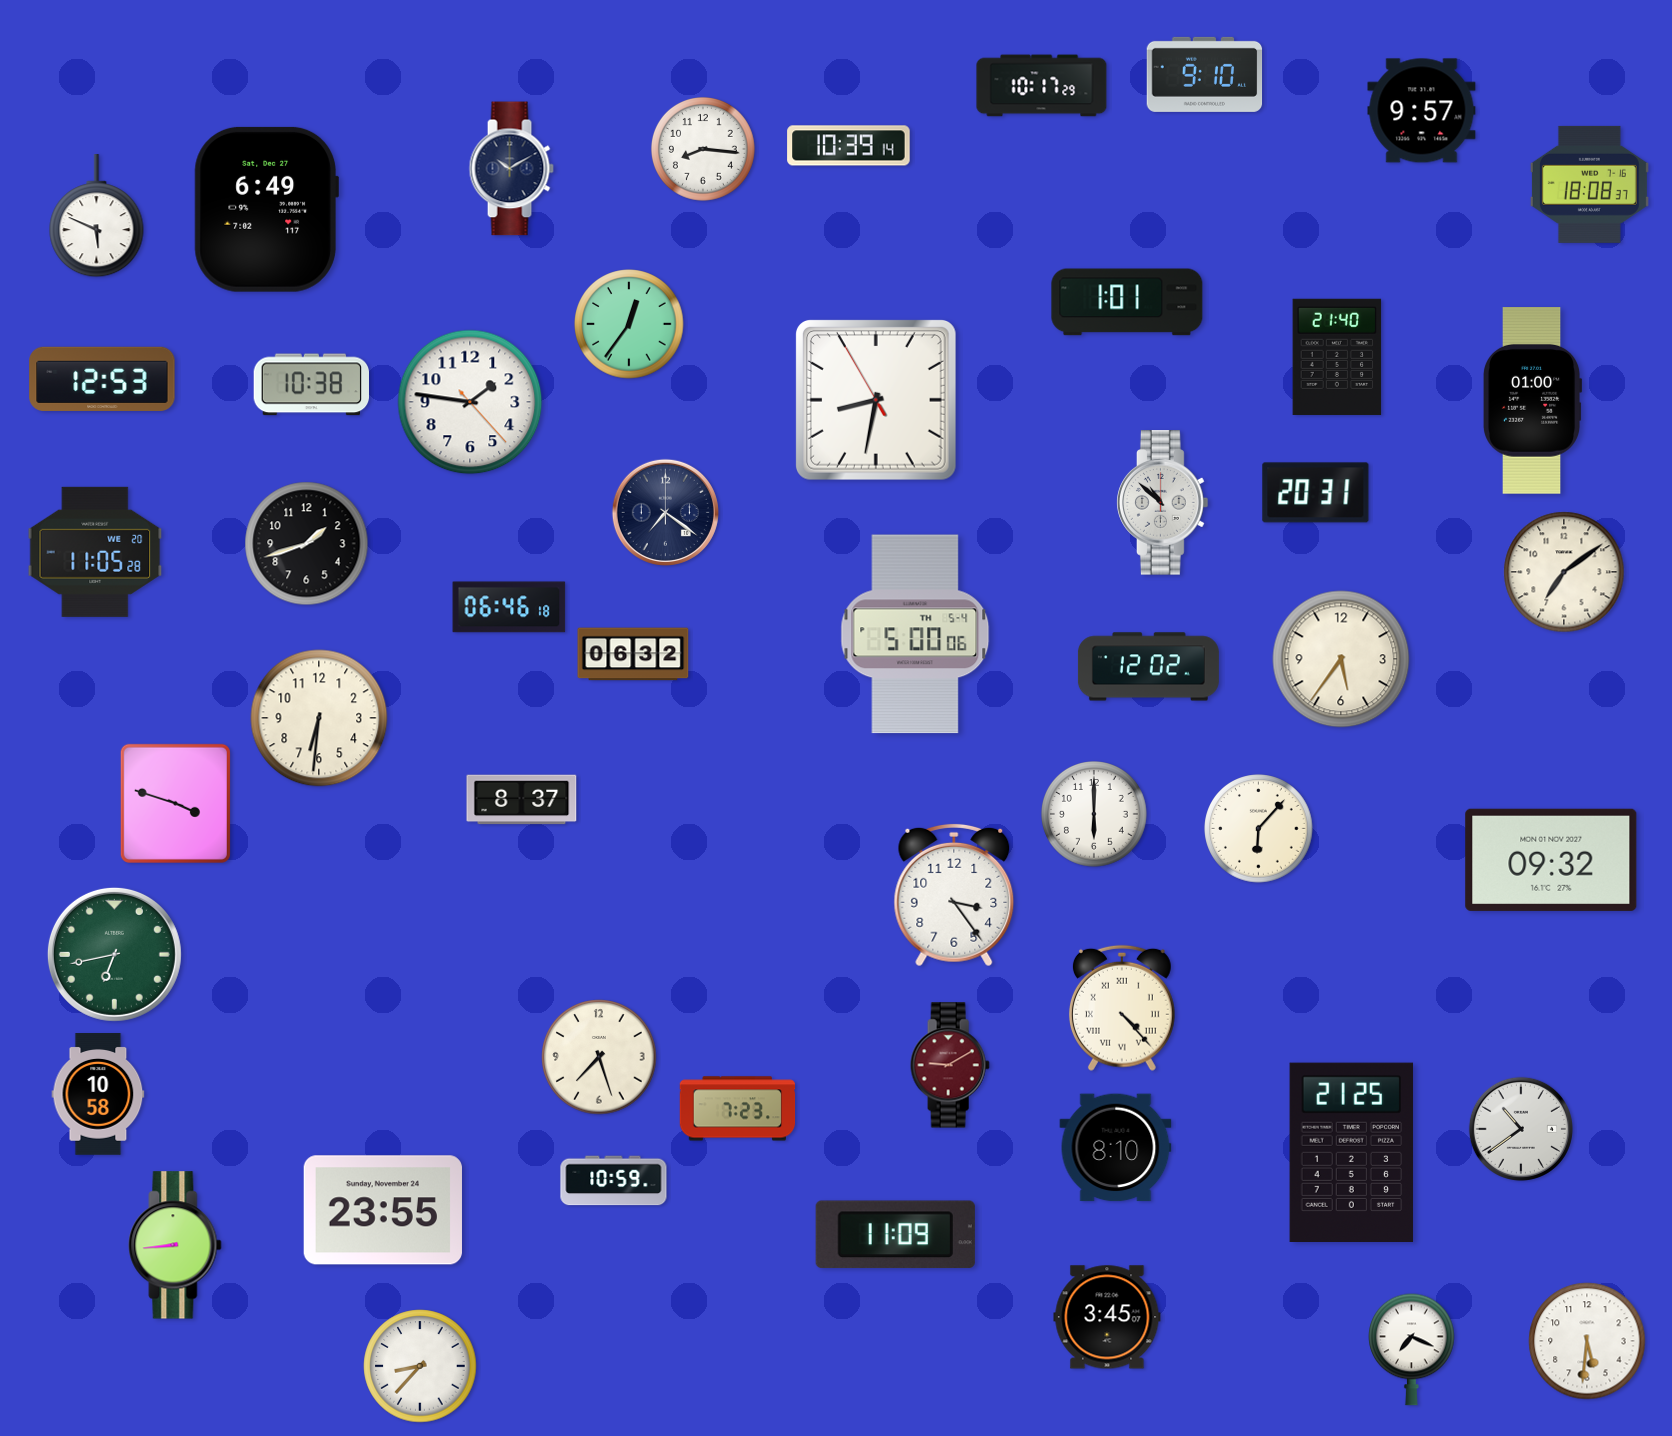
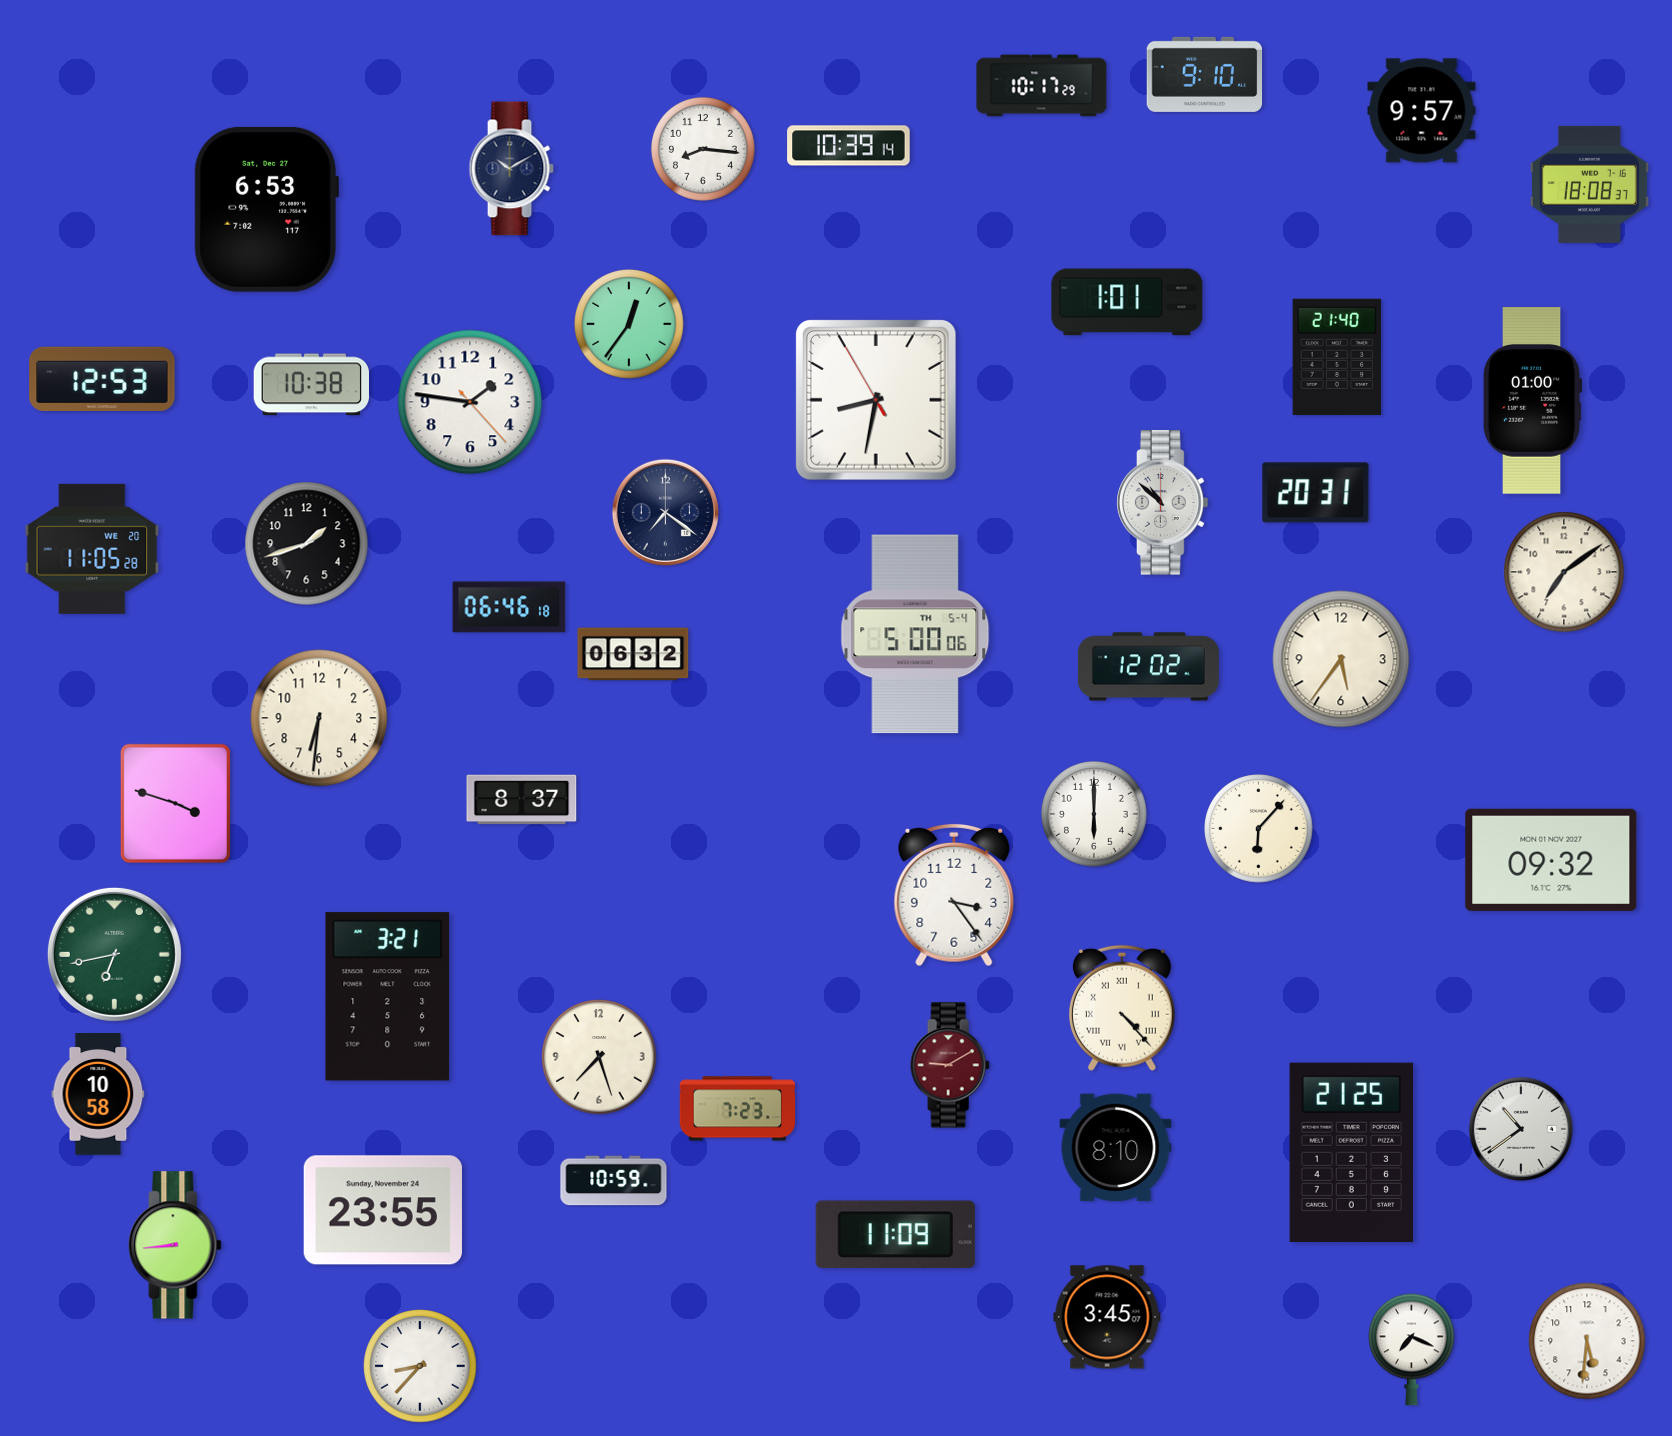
clock at (266, 209): 6:49 -> 6:53
clock at (97, 216): 5:49 -> none
clock at (95, 552) position: (95, 552) -> (92, 549)
clock at (388, 997): none -> 3:21
